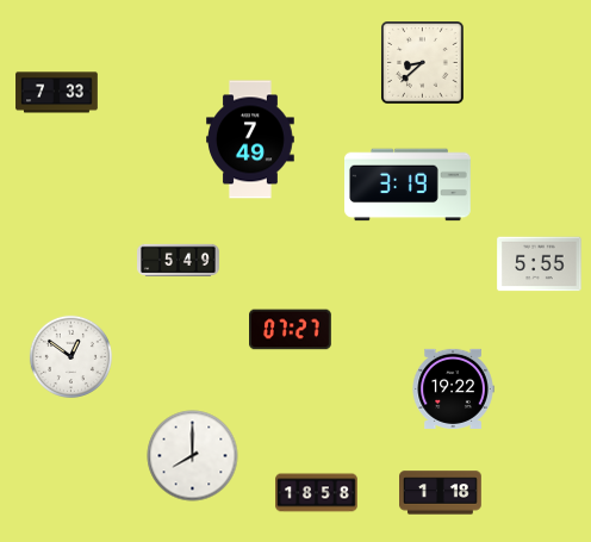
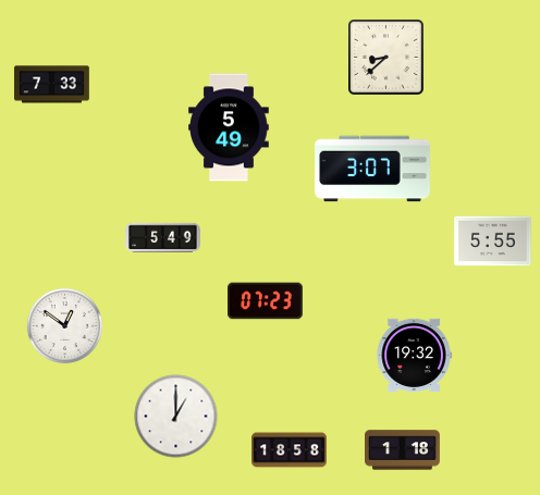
clock at (251, 139): 7:49 -> 5:49
clock at (409, 185): 3:19 -> 3:07
clock at (291, 330): 07:27 -> 07:23
clock at (453, 388): 19:22 -> 19:32
clock at (193, 456): 8:00 -> 1:00
